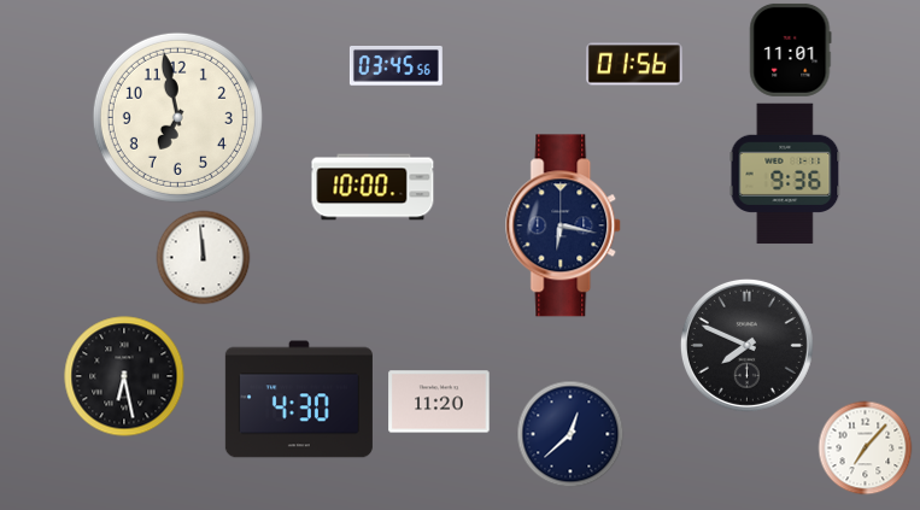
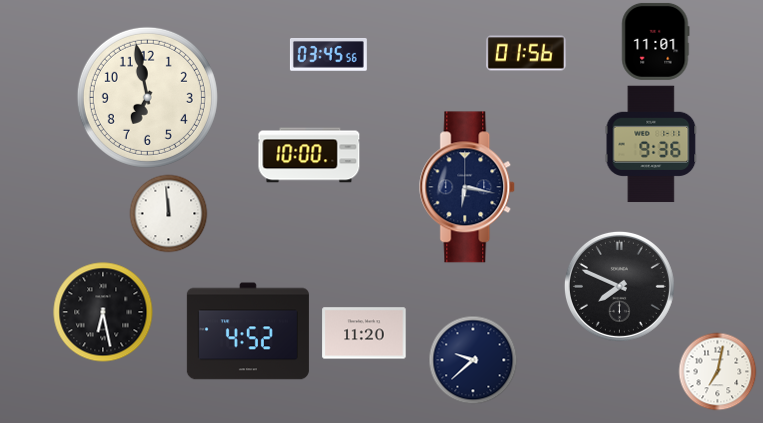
clock at (299, 399): 4:30 -> 4:52
clock at (570, 434): 12:38 -> 9:38
clock at (865, 447): 7:07 -> 7:02
